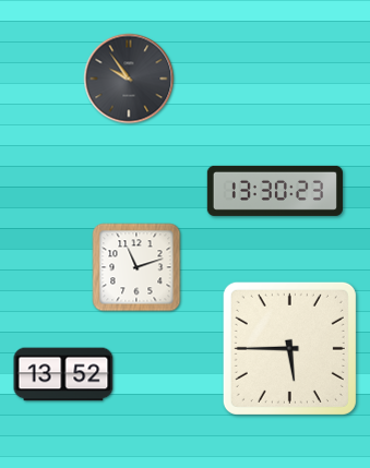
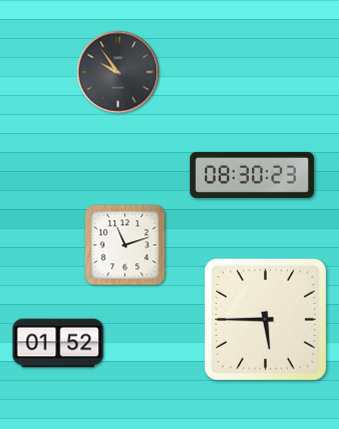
clock at (275, 191): 13:30 -> 08:30
clock at (63, 374): 13:52 -> 01:52
